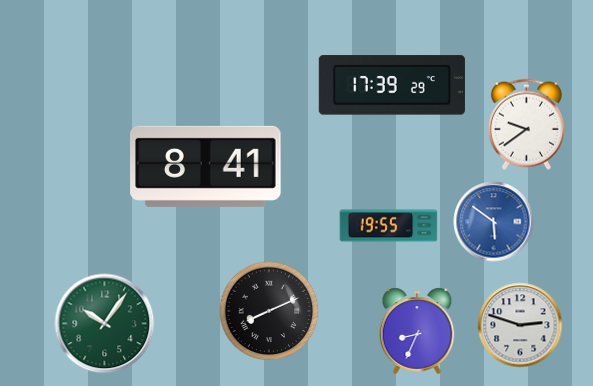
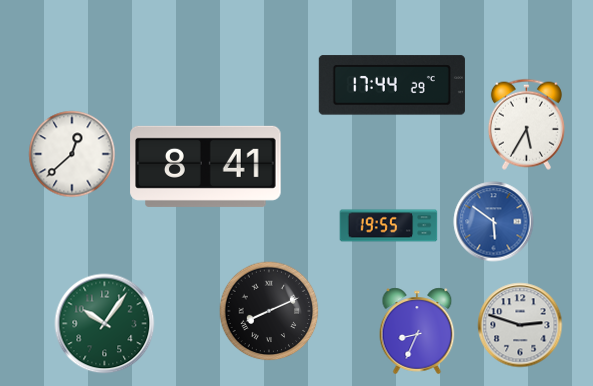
clock at (392, 85): 17:39 -> 17:44
clock at (526, 124): 9:39 -> 5:35
clock at (72, 154): none -> 12:38
